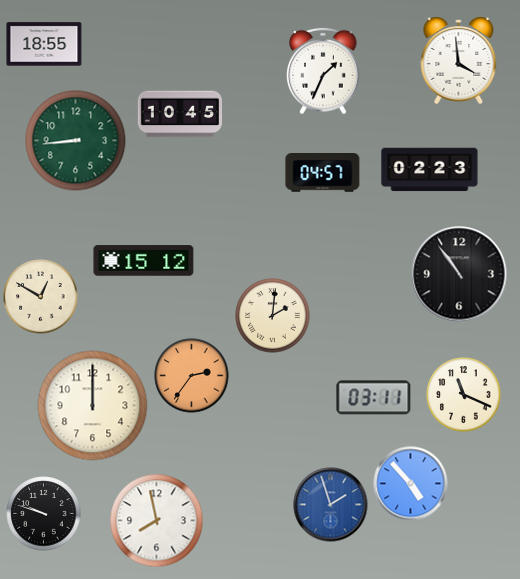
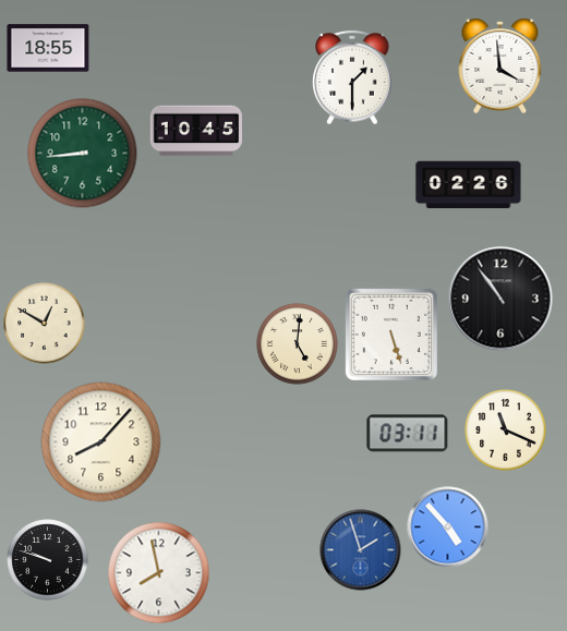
clock at (323, 71): 1:34 -> 1:30
clock at (179, 114) position: (179, 114) -> (195, 131)
clock at (430, 170): 02:23 -> 02:26
clock at (323, 173): 04:57 -> none
clock at (144, 261): 15:12 -> none
clock at (391, 335): none -> 5:27
clock at (273, 316): 2:01 -> 5:01
clock at (192, 376): 2:36 -> none
clock at (93, 406): 12:00 -> 8:07
clock at (157, 521) position: (157, 521) -> (159, 573)
